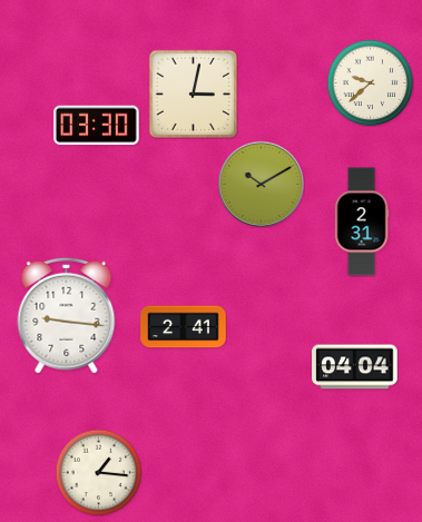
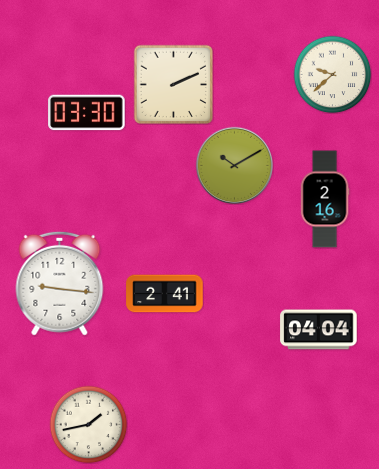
clock at (193, 93): 3:02 -> 2:11
clock at (362, 221): 2:31 -> 2:16
clock at (98, 472): 1:16 -> 1:43
